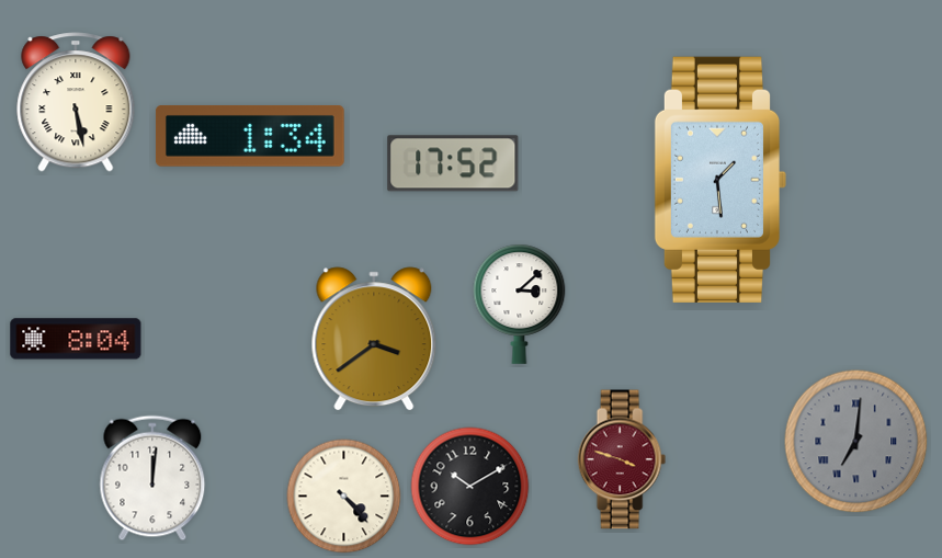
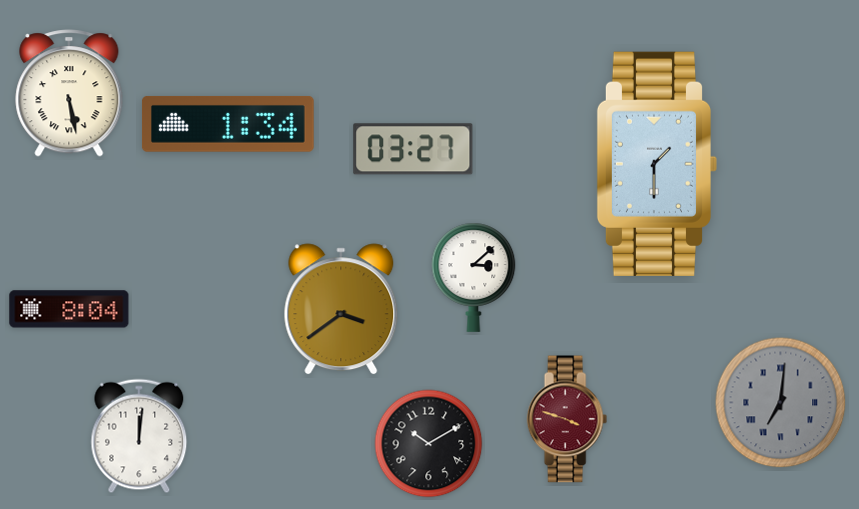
clock at (453, 163): 17:52 -> 03:27
clock at (719, 180): 1:29 -> 1:30
clock at (344, 497): 4:23 -> none
